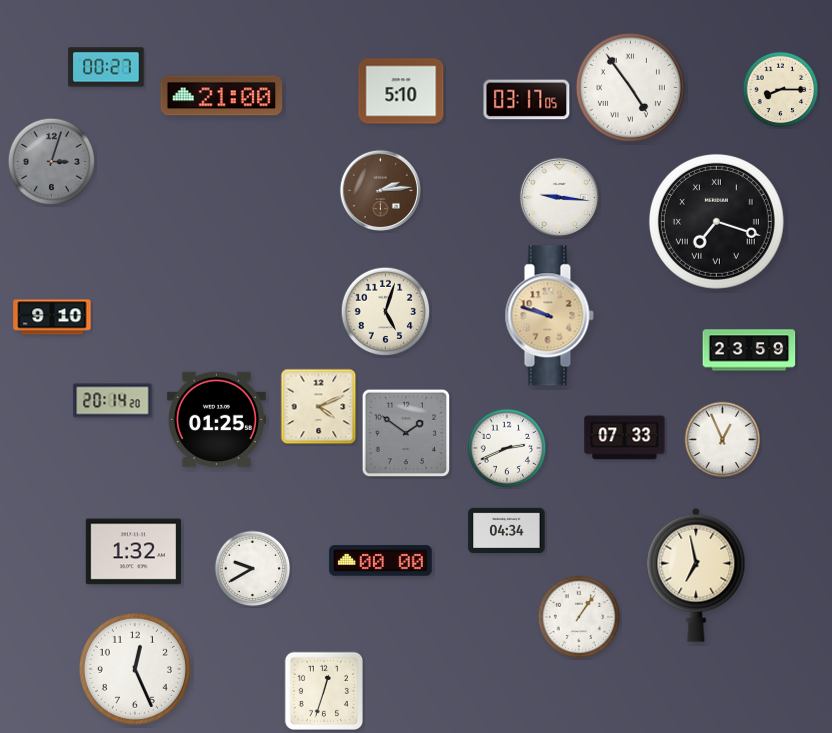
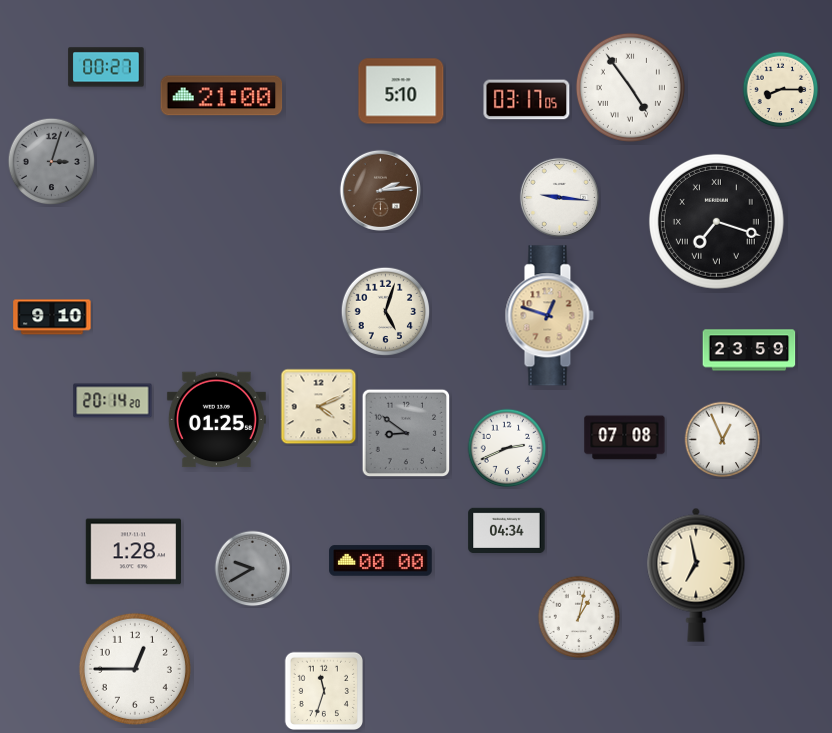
clock at (549, 316): 9:48 -> 12:48
clock at (406, 433): 1:51 -> 8:51
clock at (625, 438): 07:33 -> 07:08
clock at (133, 552): 1:32 -> 1:28
clock at (253, 569) dial: white -> grey
clock at (579, 617): 1:06 -> 1:02
clock at (135, 669): 12:26 -> 12:45
clock at (323, 690): 12:33 -> 11:33
